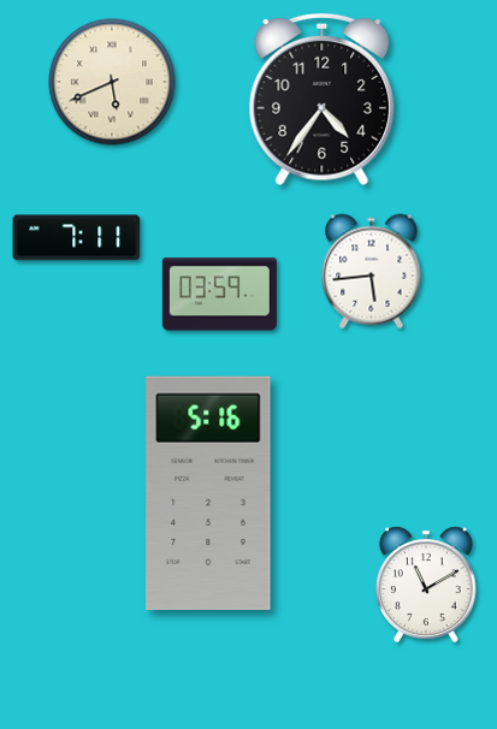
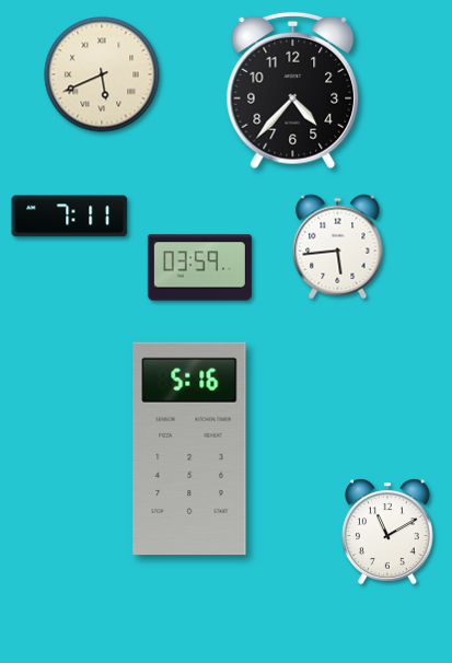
clock at (323, 100): 4:36 -> 4:37
